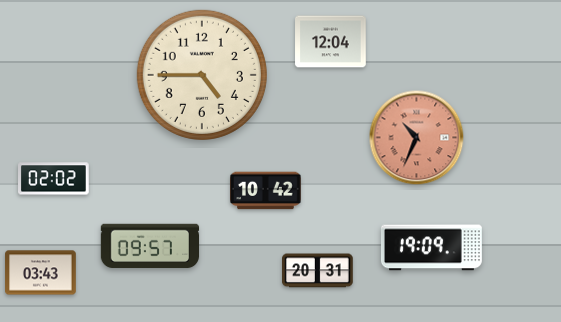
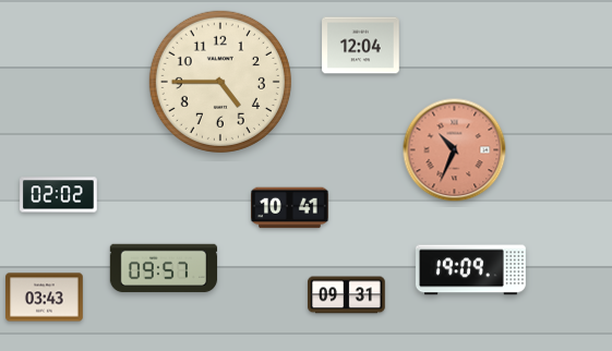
clock at (266, 191): 10:42 -> 10:41
clock at (318, 271): 20:31 -> 09:31
